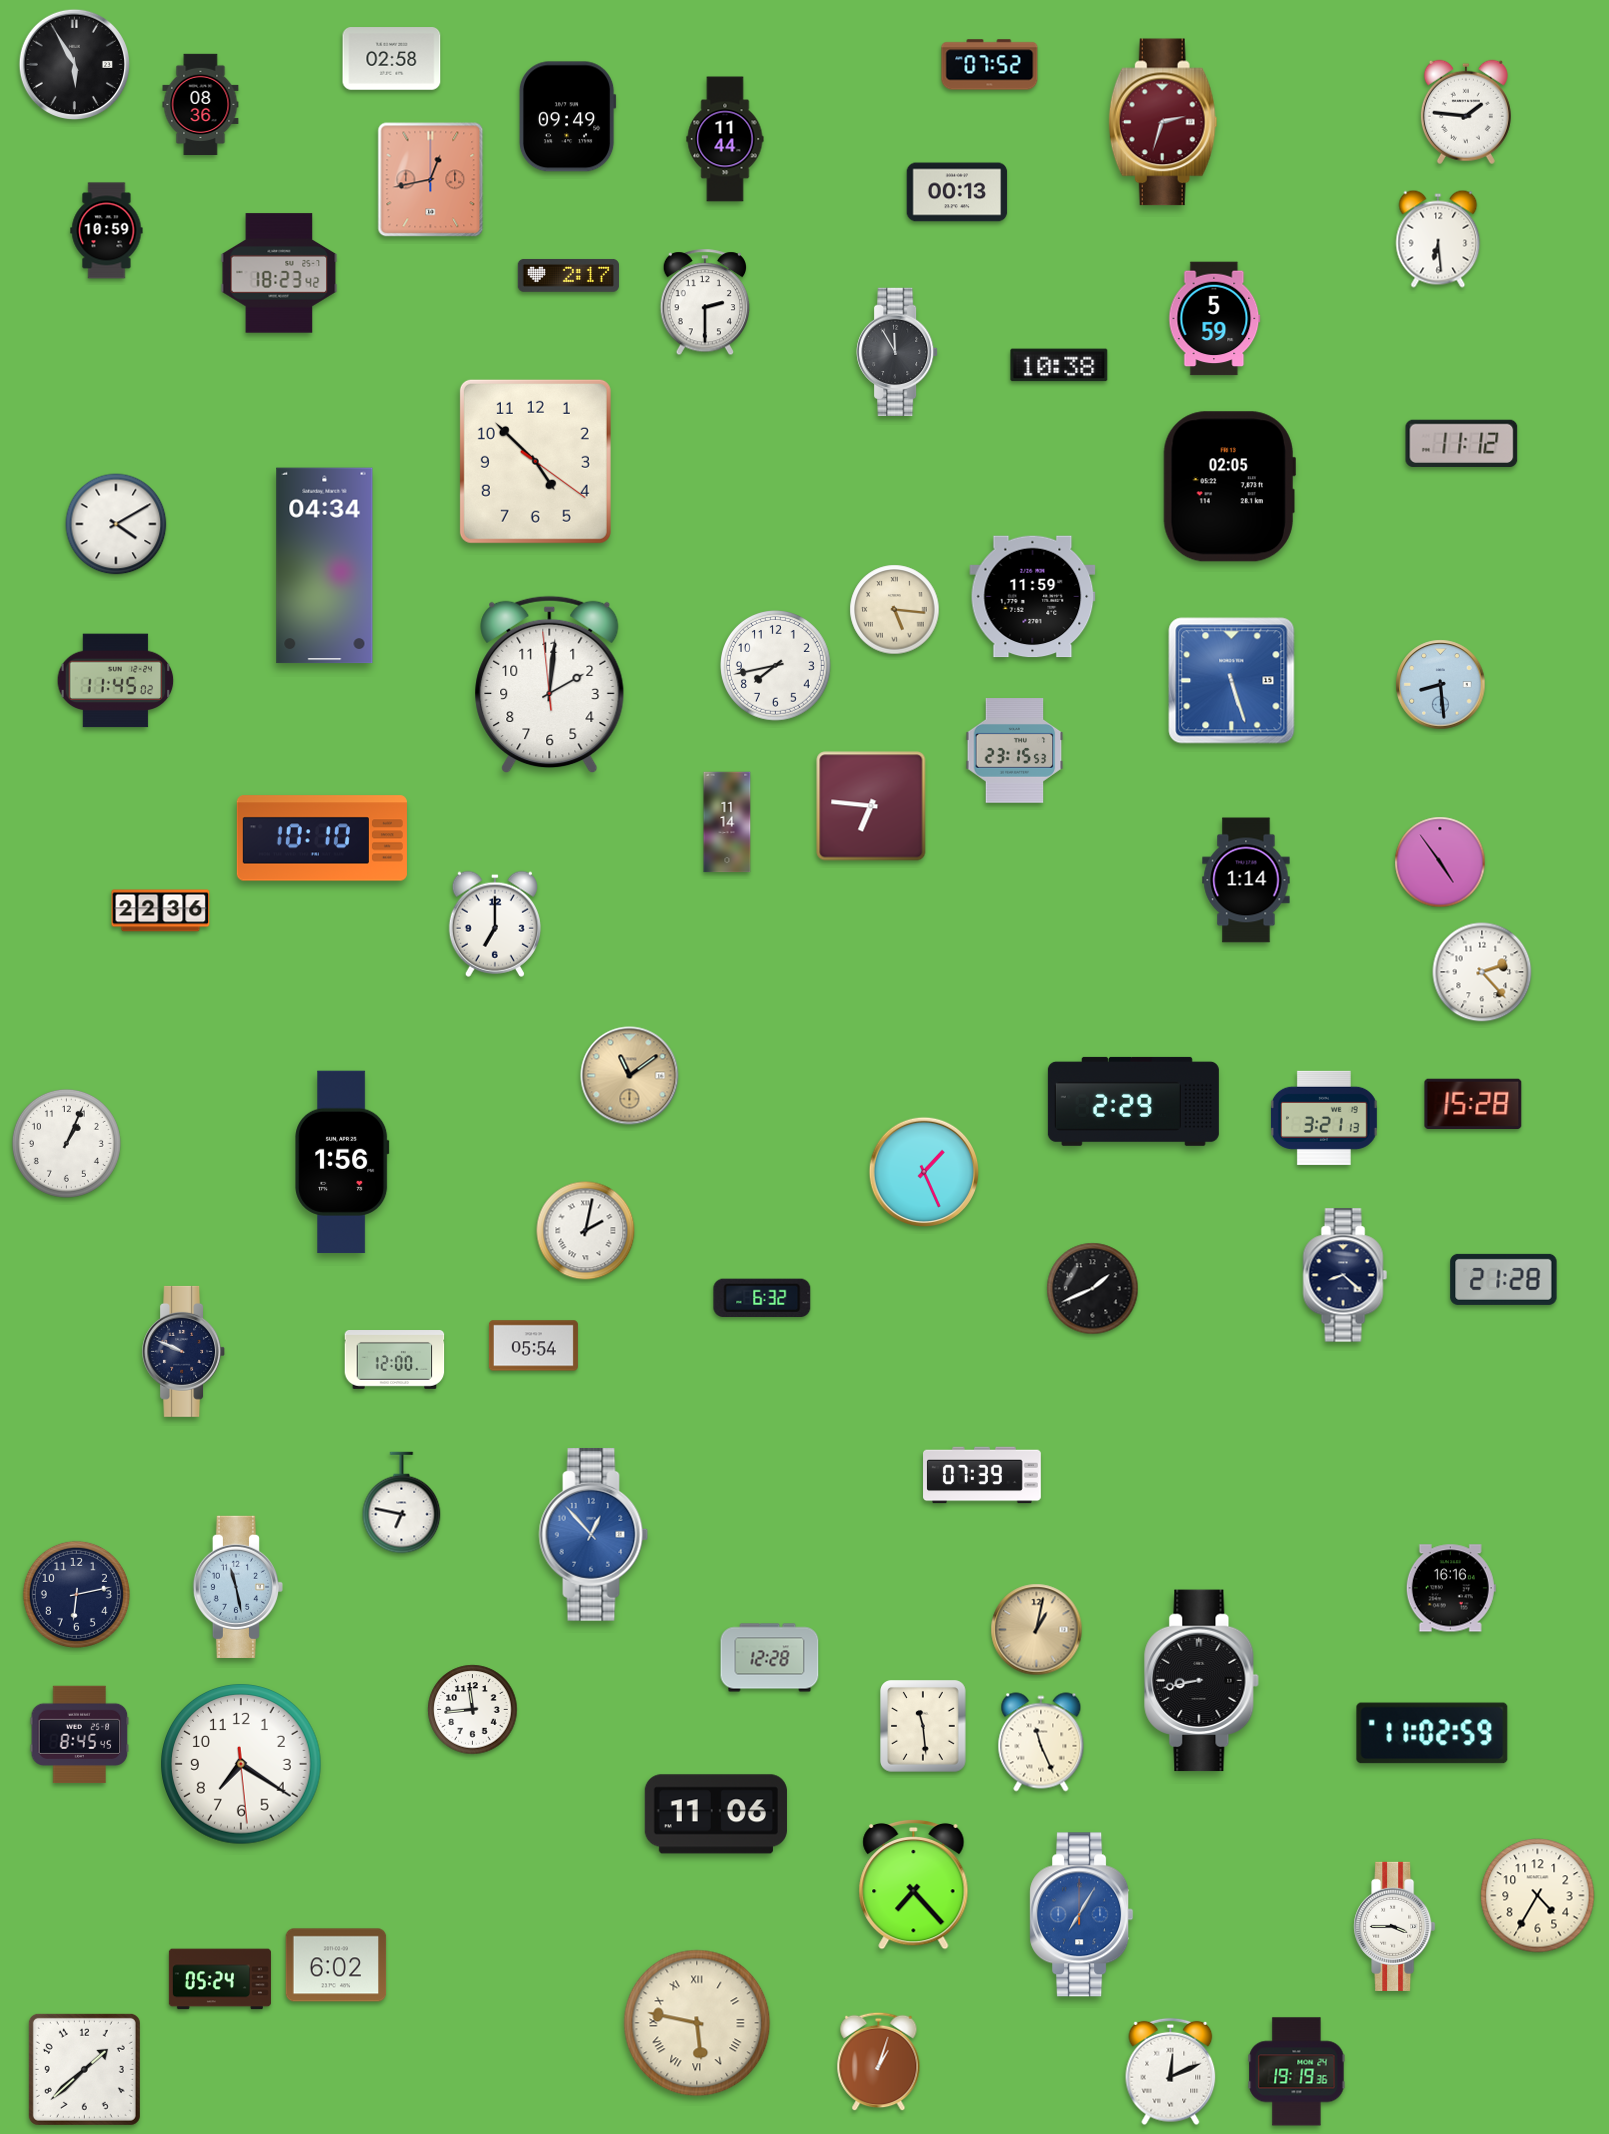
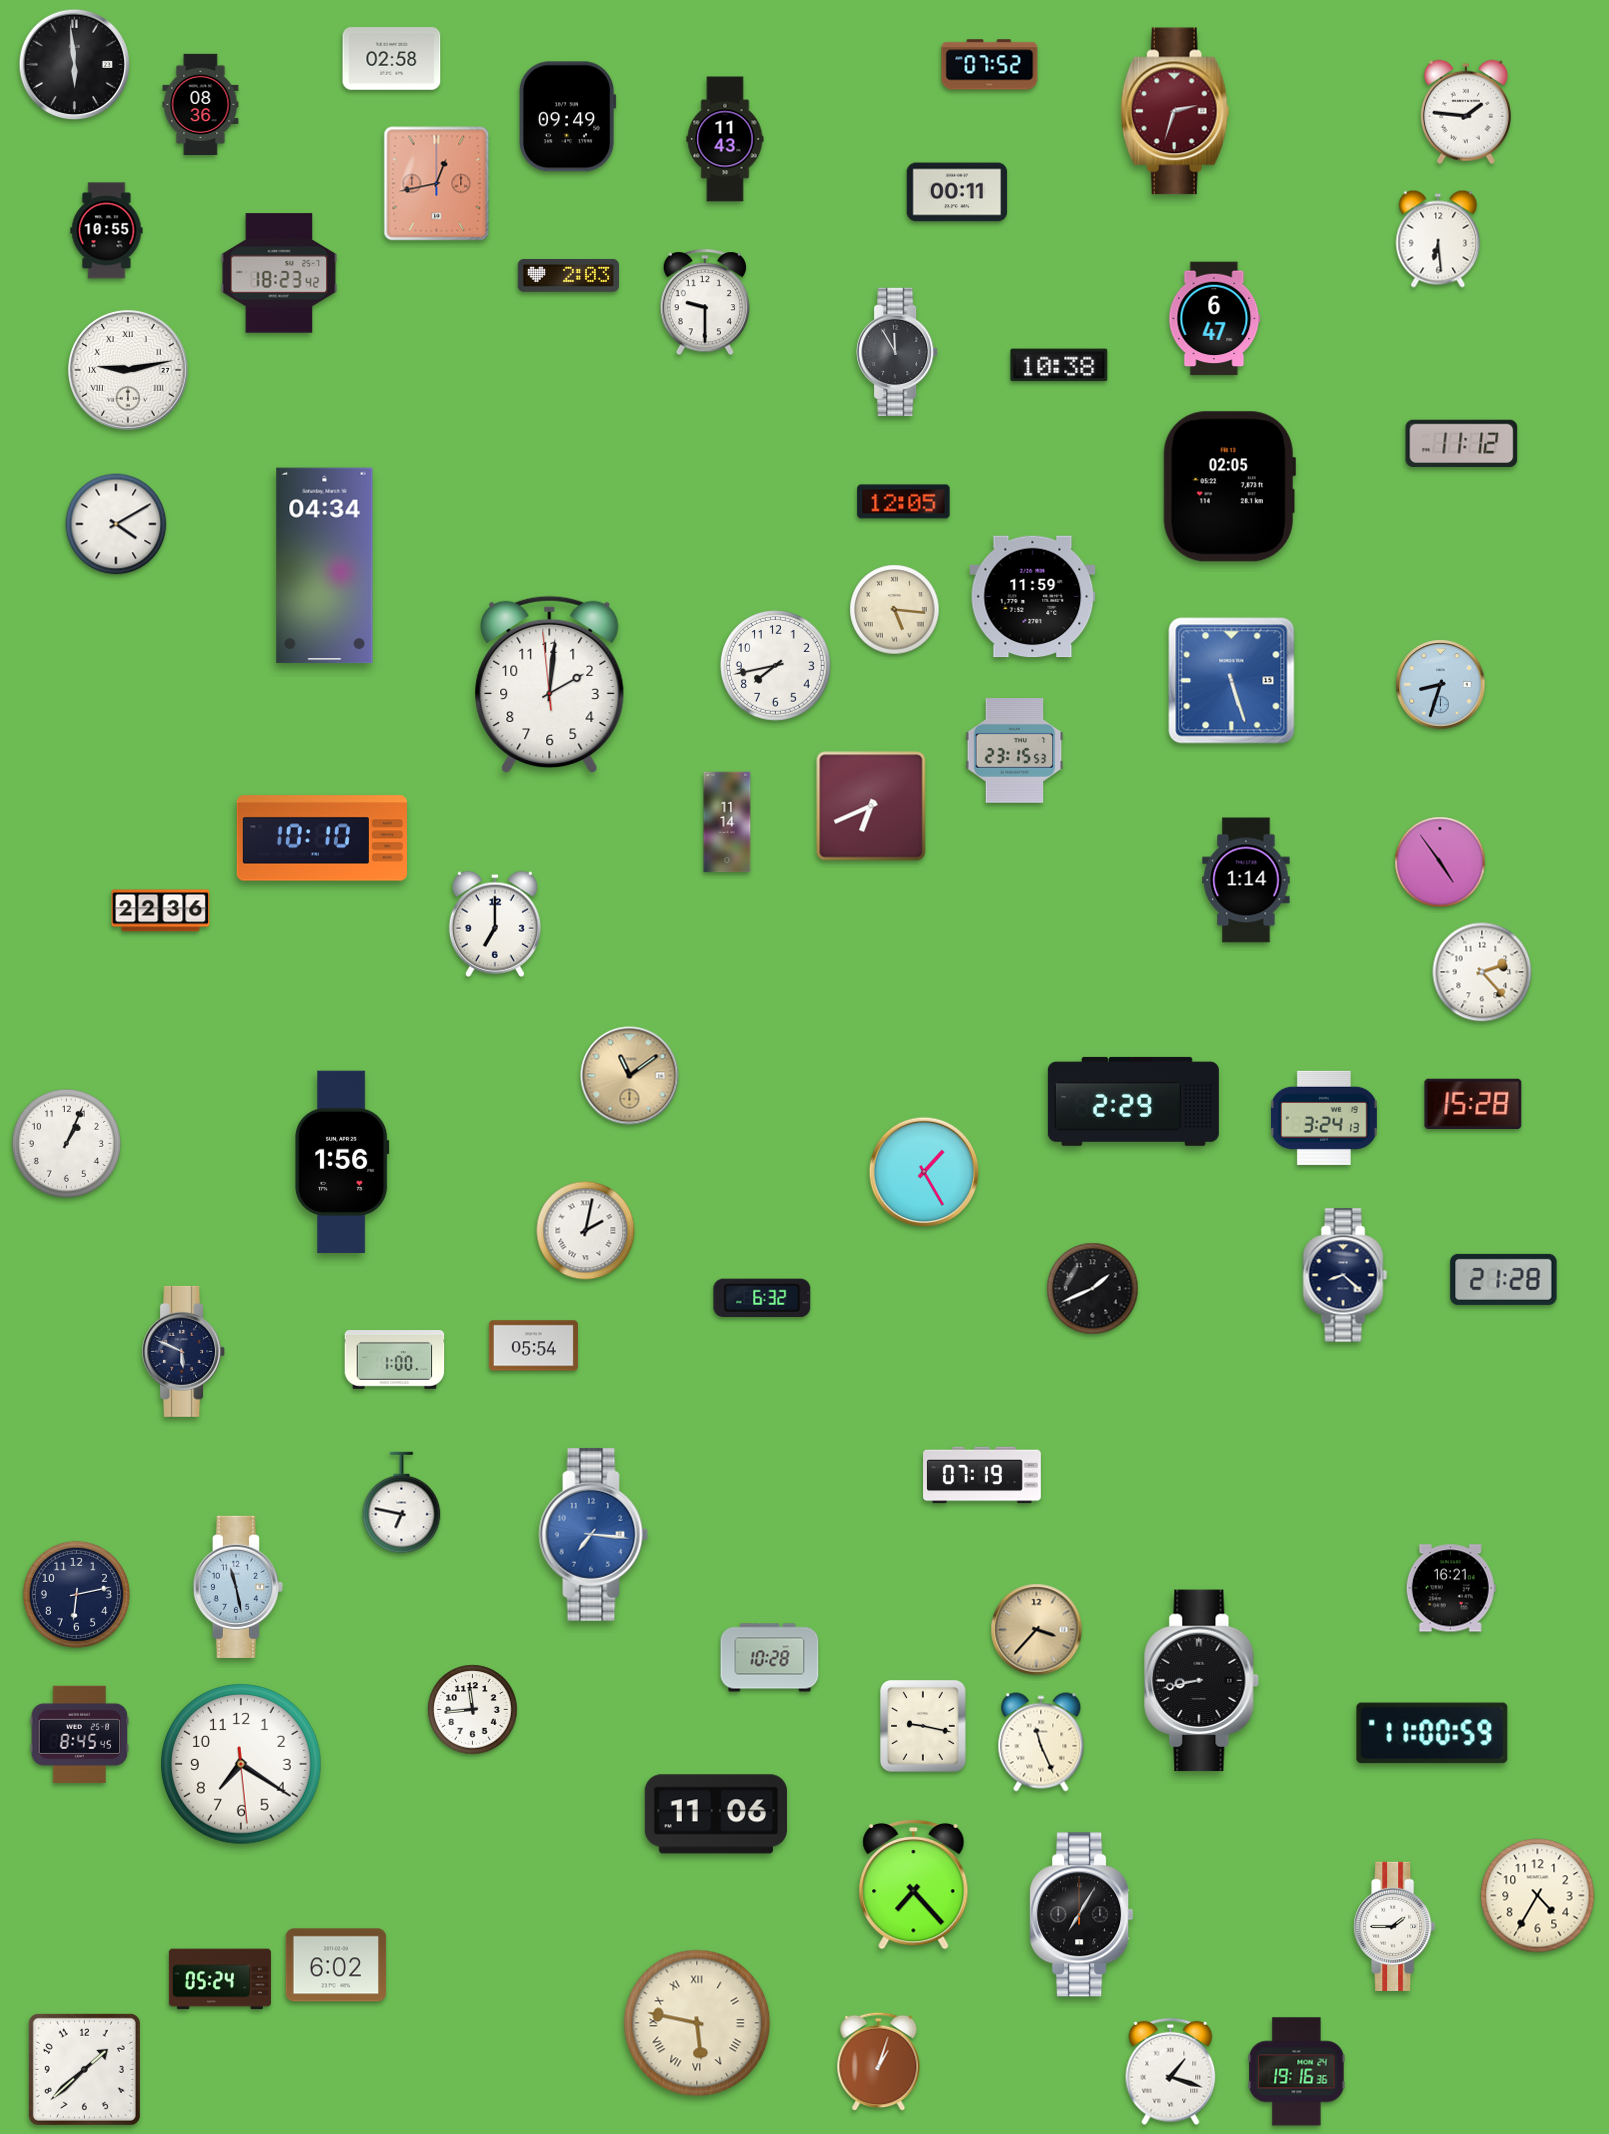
clock at (74, 64): 5:55 -> 5:59
clock at (1163, 122) position: (1163, 122) -> (1175, 111)
clock at (725, 139): 11:44 -> 11:43
clock at (431, 180) position: (431, 180) -> (437, 184)
clock at (957, 192): 00:13 -> 00:11
clock at (107, 231): 10:59 -> 10:55
clock at (568, 276): 2:17 -> 2:03
clock at (705, 303): 2:30 -> 9:30
clock at (1215, 319): 5:59 -> 6:47
clock at (128, 370): none -> 9:13
clock at (535, 461): 4:52 -> none
clock at (904, 502): none -> 12:05
clock at (116, 681): 11:45 -> none
clock at (1441, 685): 8:29 -> 8:33
clock at (871, 806): 6:46 -> 6:41
clock at (1324, 1118): 3:21 -> 3:24
clock at (924, 1172): 1:26 -> 1:25
clock at (184, 1351): 9:49 -> 5:49
clock at (395, 1360): 12:00 -> 1:00
clock at (982, 1475): 07:39 -> 07:19
clock at (594, 1534): 12:53 -> 7:16
clock at (1451, 1588): 16:16 -> 16:21
clock at (1037, 1630): 1:02 -> 3:37
clock at (770, 1658): 12:28 -> 10:28
clock at (923, 1726): 11:29 -> 9:17
clock at (1432, 1733): 11:02 -> 11:00
clock at (1082, 1915) dial: blue -> black
clock at (1395, 1926): 3:45 -> 1:45
clock at (1171, 2072): 12:11 -> 1:18
clock at (1297, 2072): 19:19 -> 19:16
